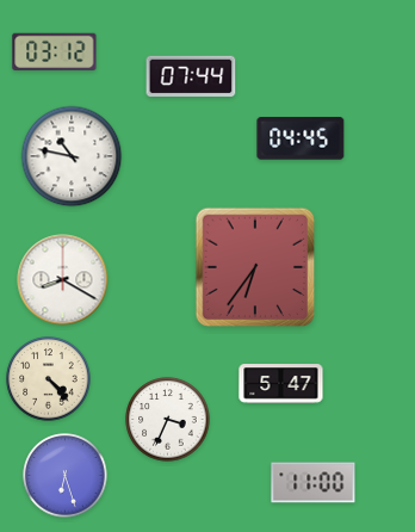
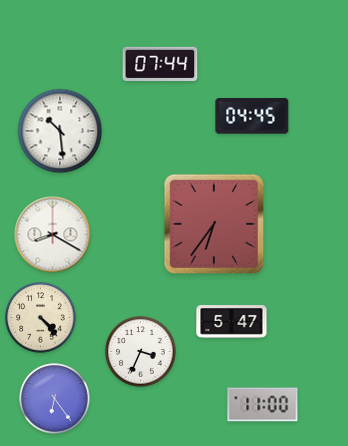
clock at (55, 51): 03:12 -> none
clock at (72, 156): 10:47 -> 10:29
clock at (281, 384) position: (281, 384) -> (232, 322)
clock at (66, 476): 6:27 -> 6:24
